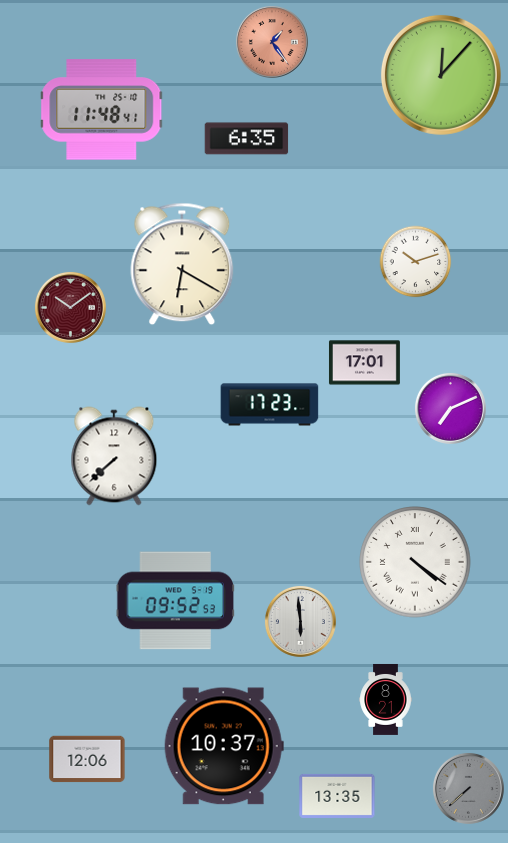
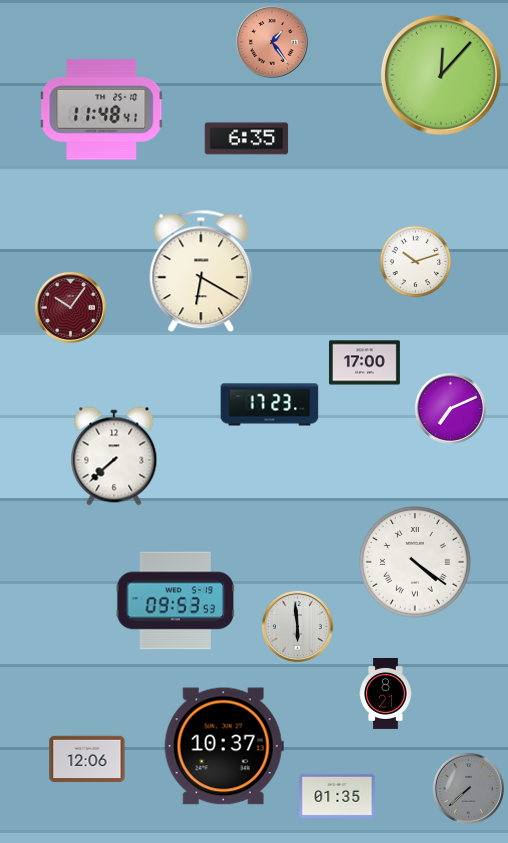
clock at (182, 264) position: (182, 264) -> (201, 271)
clock at (70, 307): 10:09 -> 10:06
clock at (364, 363): 17:01 -> 17:00
clock at (175, 601): 09:52 -> 09:53
clock at (300, 621) position: (300, 621) -> (297, 626)
clock at (386, 699) position: (386, 699) -> (386, 693)
clock at (337, 796): 13:35 -> 01:35
